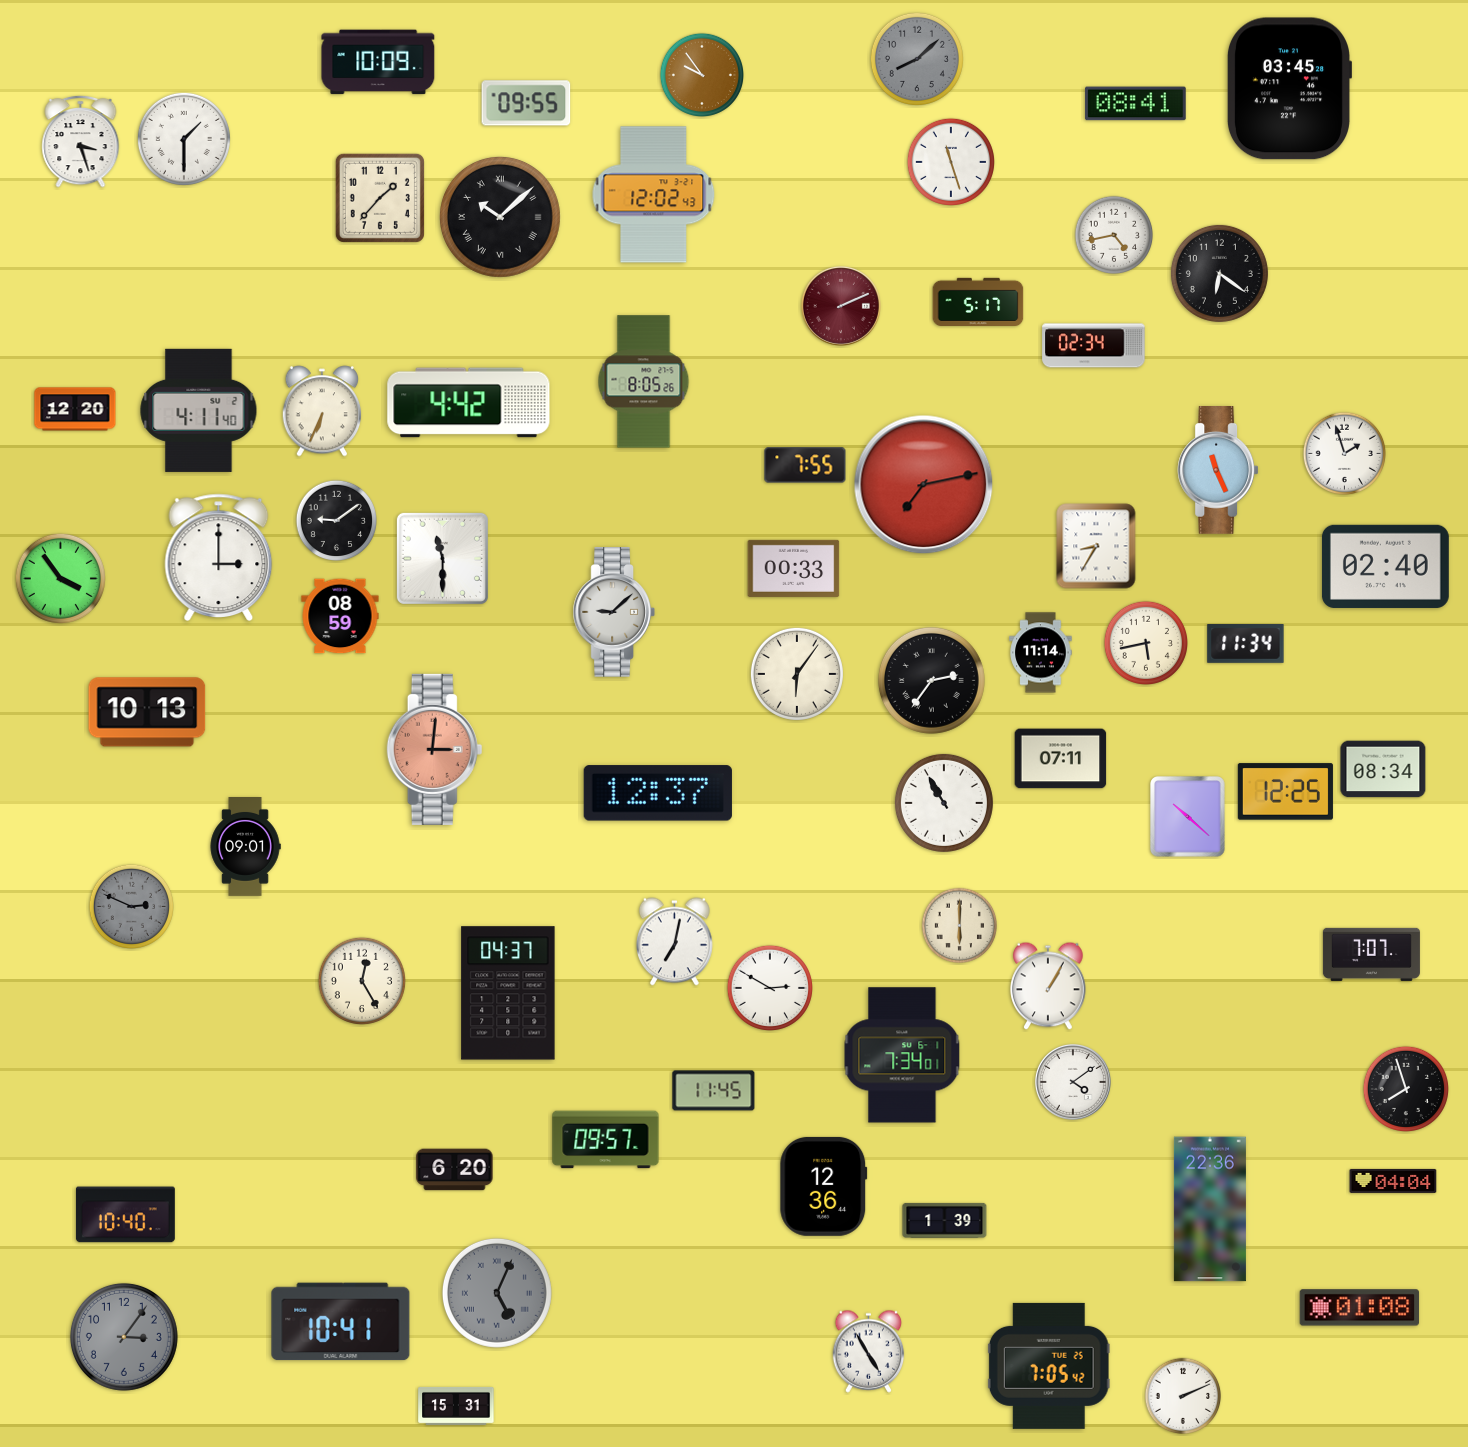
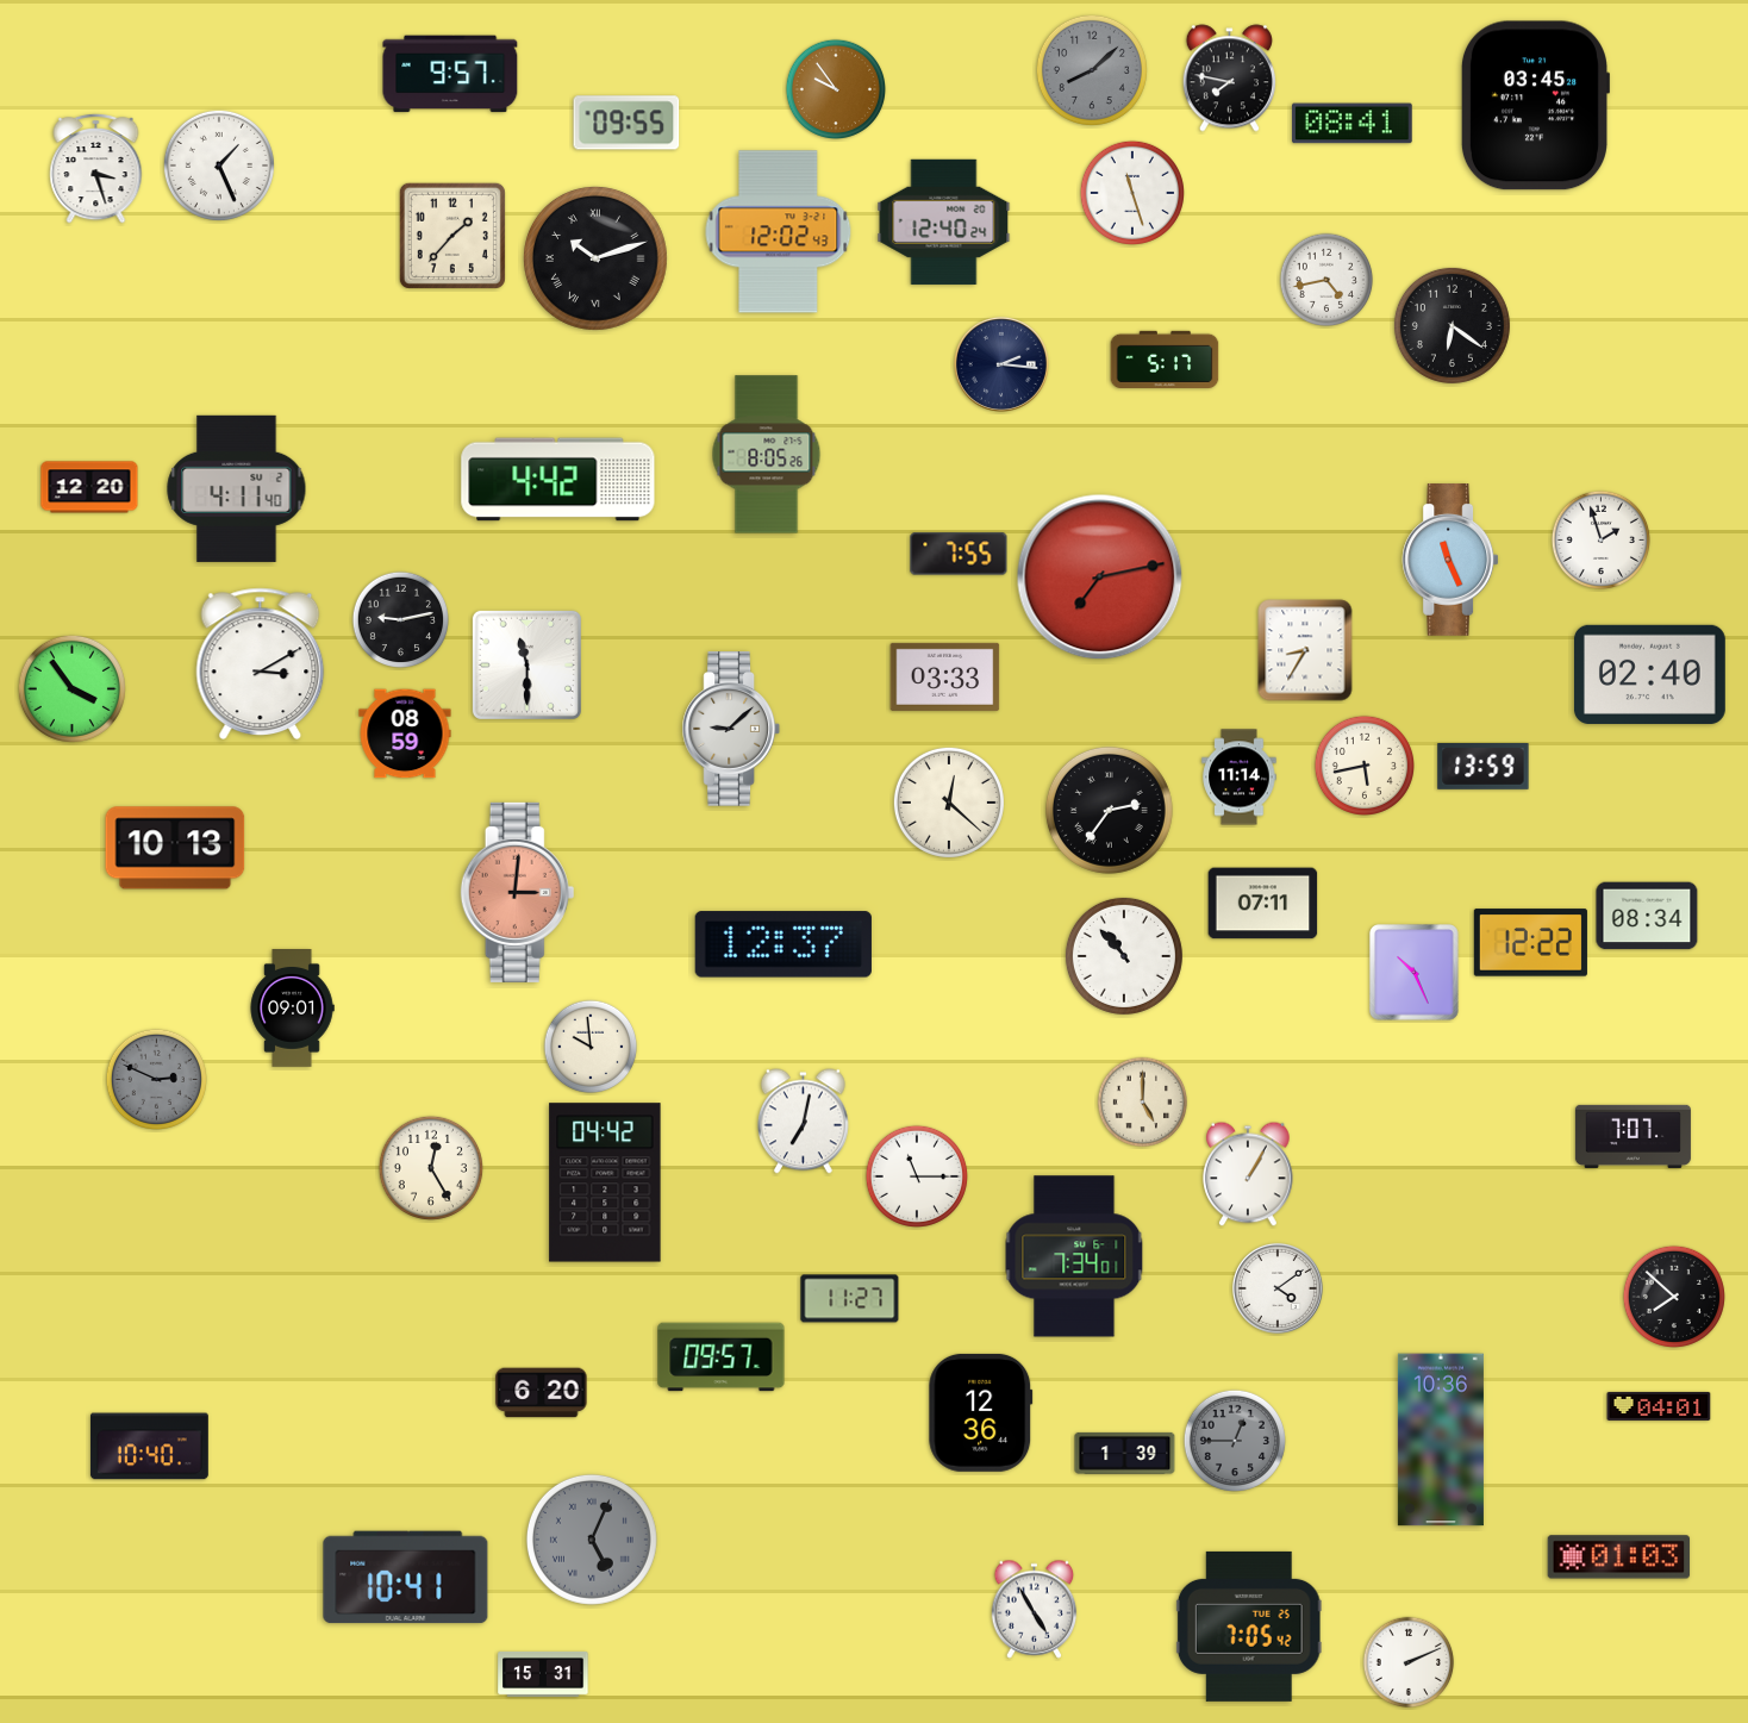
clock at (378, 62): 10:09 -> 9:57
clock at (1229, 79): none -> 7:47
clock at (184, 139): 1:30 -> 1:26
clock at (944, 221): none -> 12:40
clock at (500, 217): 10:08 -> 10:12
clock at (841, 306): 2:11 -> 2:16
clock at (841, 306) dial: burgundy -> navy
clock at (1094, 346): 02:34 -> none
clock at (322, 411): 6:34 -> none
clock at (336, 520): 9:09 -> 9:13
clock at (219, 557): 3:00 -> 3:10
clock at (794, 568): 00:33 -> 03:33
clock at (1246, 644): 11:34 -> 13:59
clock at (797, 674): 6:06 -> 12:22
clock at (1285, 792): 12:25 -> 12:22
clock at (944, 803): 10:55 -> 10:53
clock at (1188, 817): 10:22 -> 10:26
clock at (591, 1047): none -> 9:59
clock at (960, 926): 6:00 -> 5:00
clock at (770, 988): 2:50 -> 11:15
clock at (508, 993): 04:37 -> 04:42
clock at (1406, 1089): 7:57 -> 7:52
clock at (714, 1091): 11:45 -> 11:27
clock at (1393, 1181): 04:04 -> 04:01
clock at (1210, 1209): 22:36 -> 10:36
clock at (1235, 1441): none -> 12:45
clock at (1360, 1308): 01:08 -> 01:03
clock at (341, 1322) position: (341, 1322) -> (406, 1578)
clock at (124, 1337): 3:06 -> none
